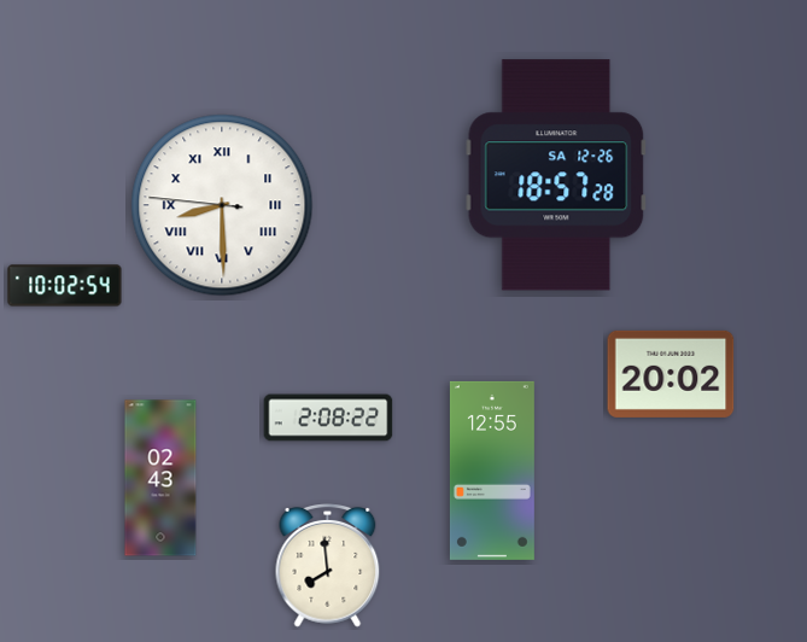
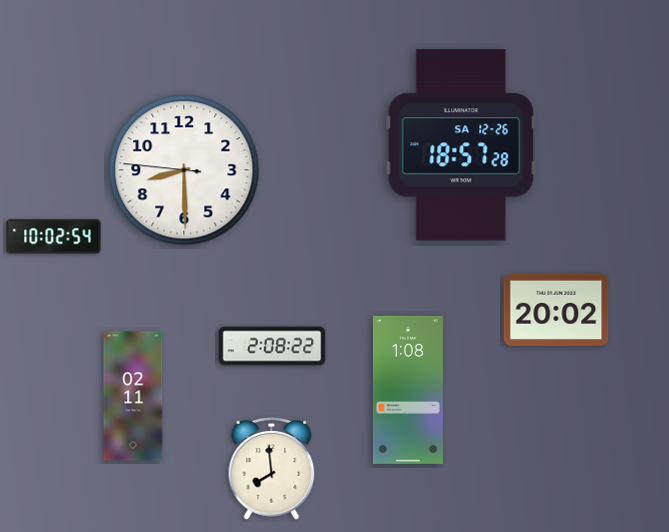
clock at (222, 205) numerals: Roman -> Arabic
clock at (492, 471): 12:55 -> 1:08
clock at (160, 478): 02:43 -> 02:11
